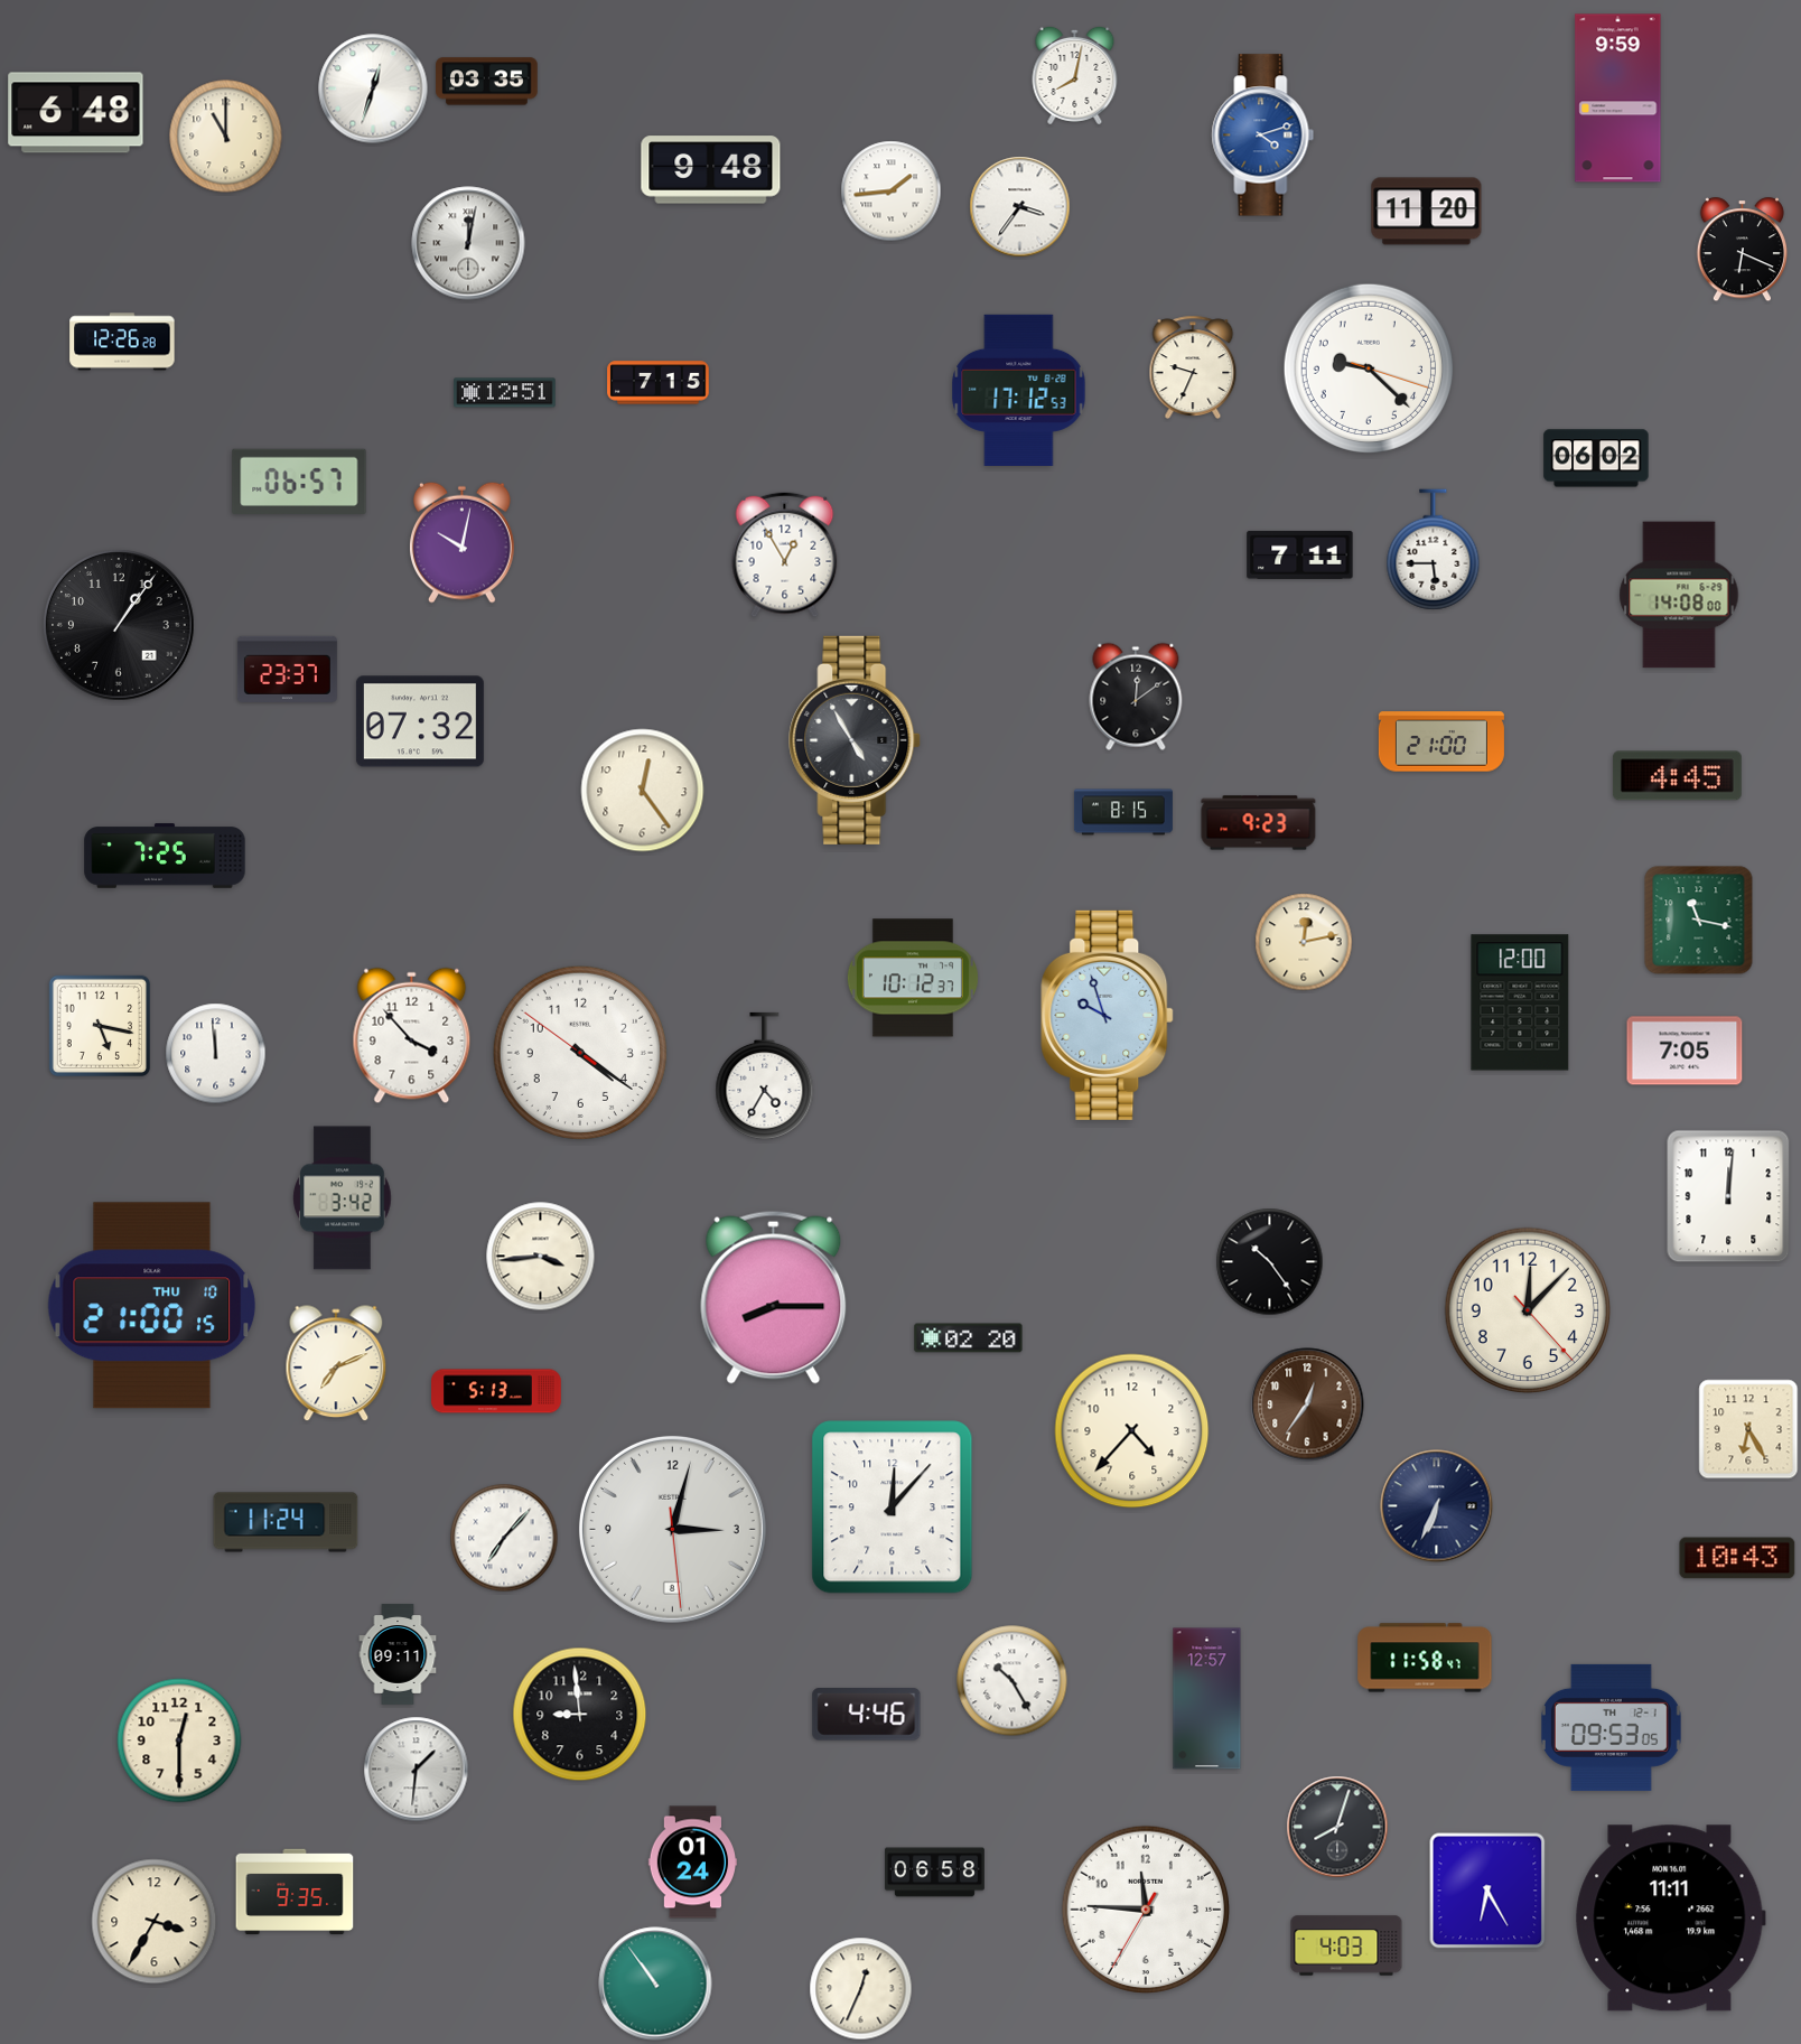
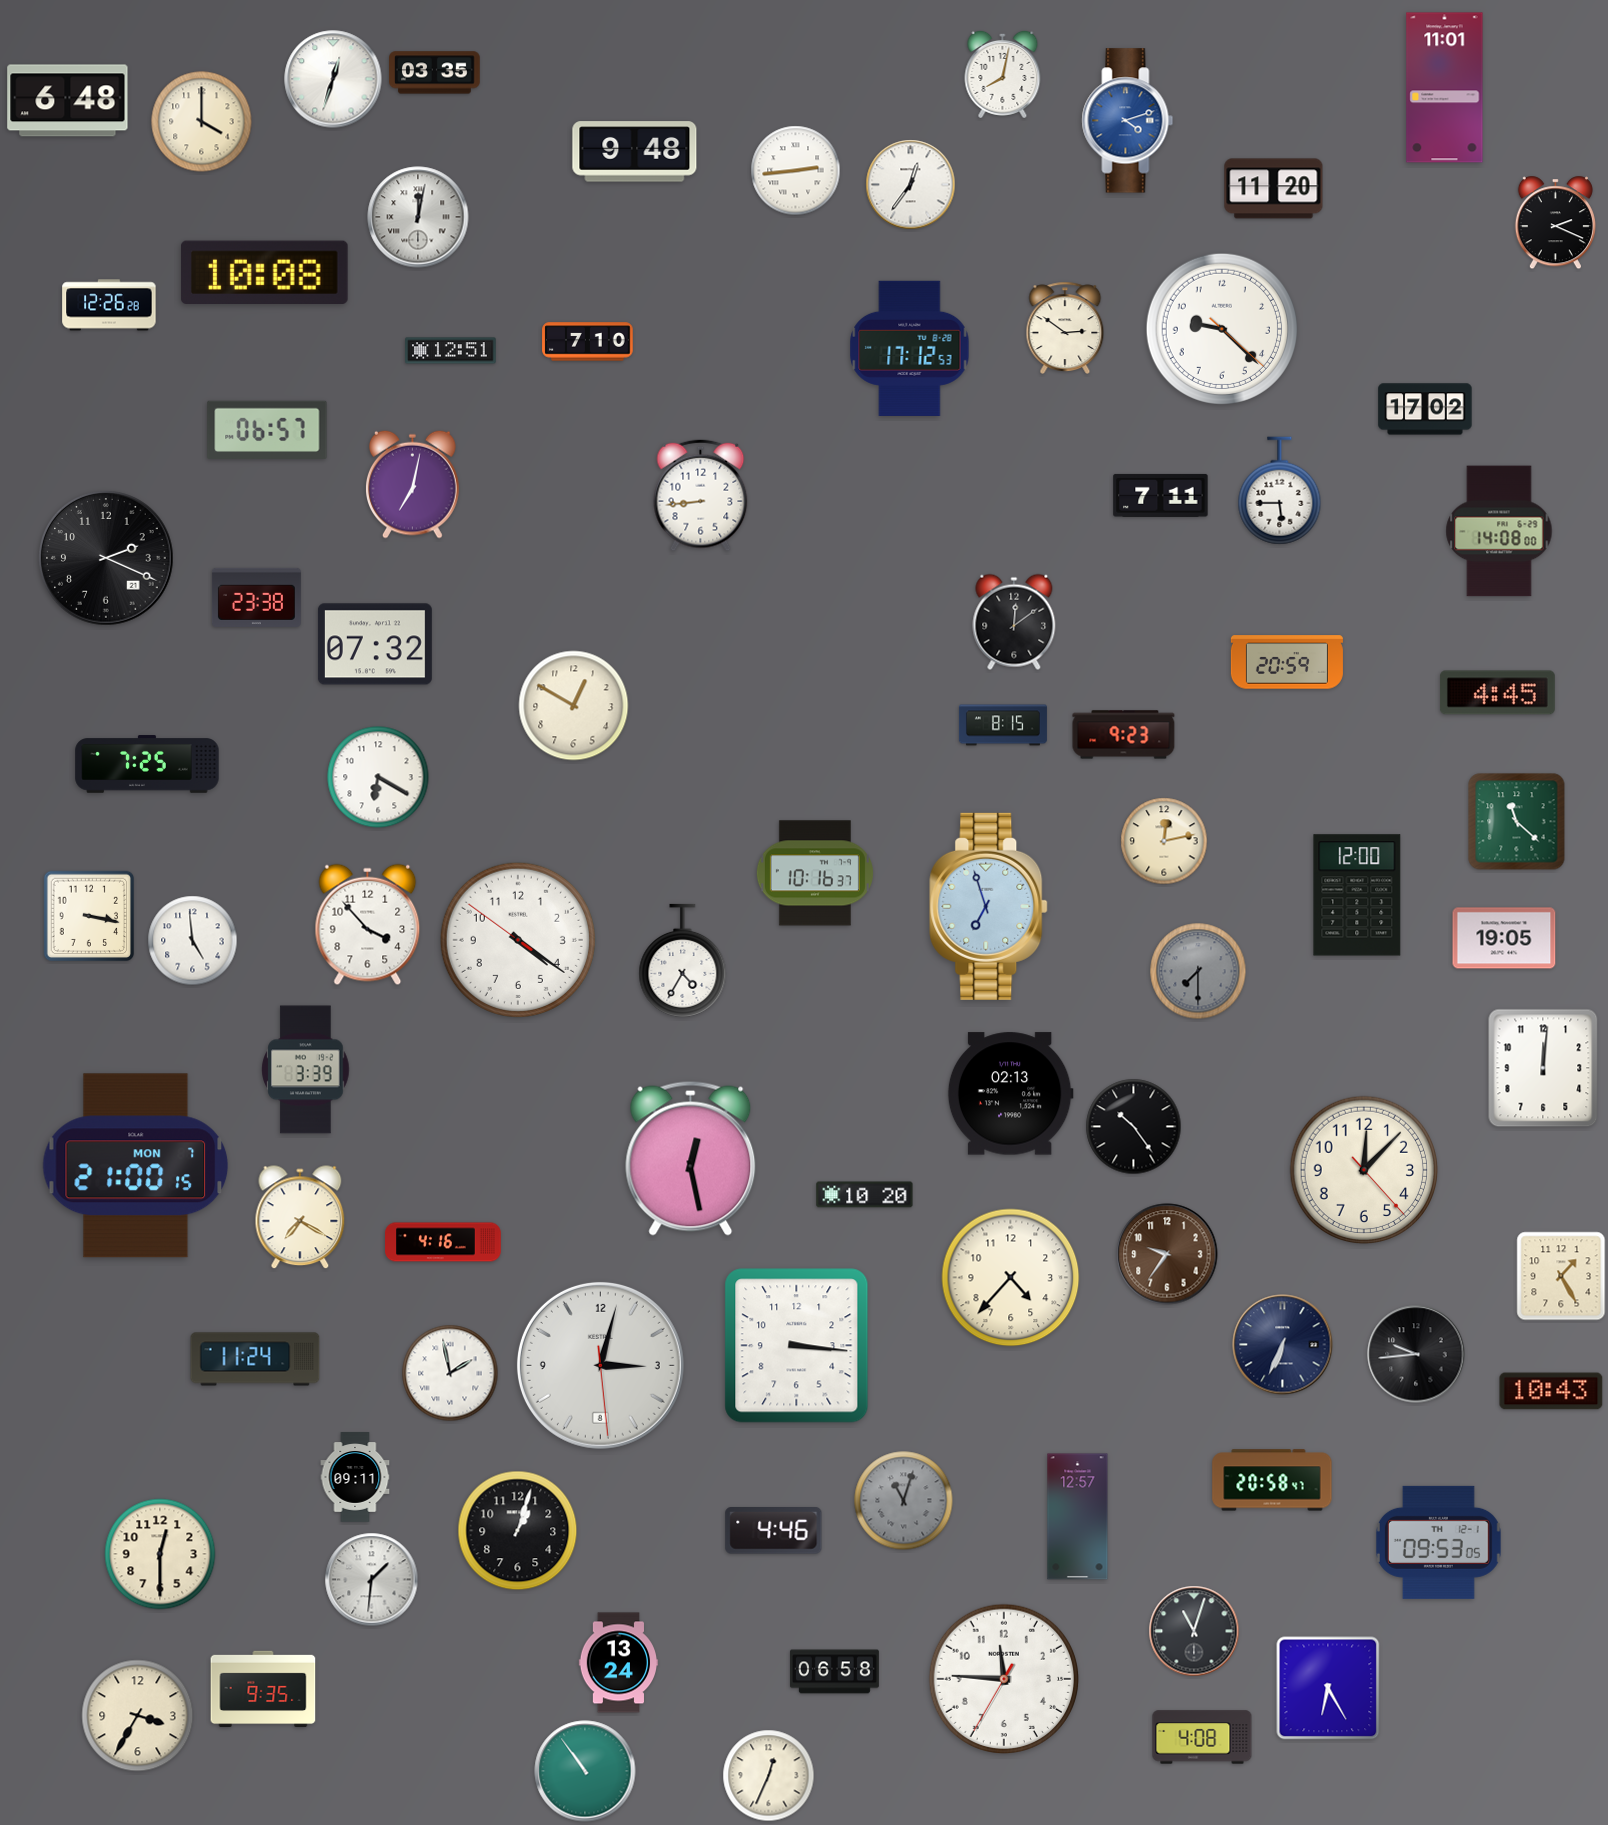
clock at (1075, 75) position: (1075, 75) -> (1003, 74)
clock at (1618, 99): 9:59 -> 11:01
clock at (226, 137): 11:00 -> 4:00
clock at (892, 192): 1:44 -> 2:44
clock at (1020, 207): 3:36 -> 12:36
clock at (1742, 250): 6:19 -> 2:19
clock at (264, 272): none -> 10:08
clock at (1193, 366): 9:34 -> 2:51
clock at (1368, 367): 9:22:18 -> 9:22:22
clock at (659, 383): 7:15 -> 7:10
clock at (1596, 458): 06:02 -> 17:02
clock at (463, 542): 10:02 -> 7:02
clock at (785, 556): 12:55 -> 8:44
clock at (119, 625): 1:06 -> 2:19
clock at (287, 669): 23:37 -> 23:38
clock at (856, 740): 4:55 -> none
clock at (1441, 741): 21:00 -> 20:59
clock at (643, 791): 12:24 -> 12:50
clock at (378, 777): none -> 6:20
clock at (1699, 921): 11:17 -> 11:22
clock at (913, 978): 10:12 -> 10:16
clock at (1108, 1015): 9:57 -> 6:57
clock at (100, 1026): 5:17 -> 3:17
clock at (1685, 1051): 7:05 -> 19:05
clock at (216, 1054): 11:59 -> 4:59
clock at (1198, 971): none -> 7:30
clock at (343, 1198): 3:42 -> 3:39
clock at (1010, 1094): none -> 02:13
clock at (541, 1257): 3:44 -> none
clock at (774, 1297): 8:15 -> 12:28
clock at (152, 1306) date: THU 10 -> MON 7
clock at (969, 1338): 02:20 -> 10:20
clock at (336, 1364): 7:11 -> 7:20
clock at (496, 1391): 5:13 -> 4:16
clock at (1307, 1404): 12:36 -> 9:36
clock at (1748, 1429): 6:25 -> 1:25
clock at (893, 1508): 12:07 -> 3:16
clock at (1416, 1354): none -> 9:44
clock at (504, 1538): 7:07 -> 1:58
clock at (1425, 1658): 11:58 -> 20:58
clock at (1013, 1681): 10:25 -> 11:03
clock at (1013, 1681) dial: white -> grey
clock at (580, 1715): 8:59 -> 1:03
clock at (1337, 1827): 8:03 -> 11:03
clock at (693, 1863): 01:24 -> 13:24
clock at (1145, 1908) position: (1145, 1908) -> (1003, 1678)
clock at (1670, 1919): 11:11 -> none
clock at (1346, 1945): 4:03 -> 4:08
